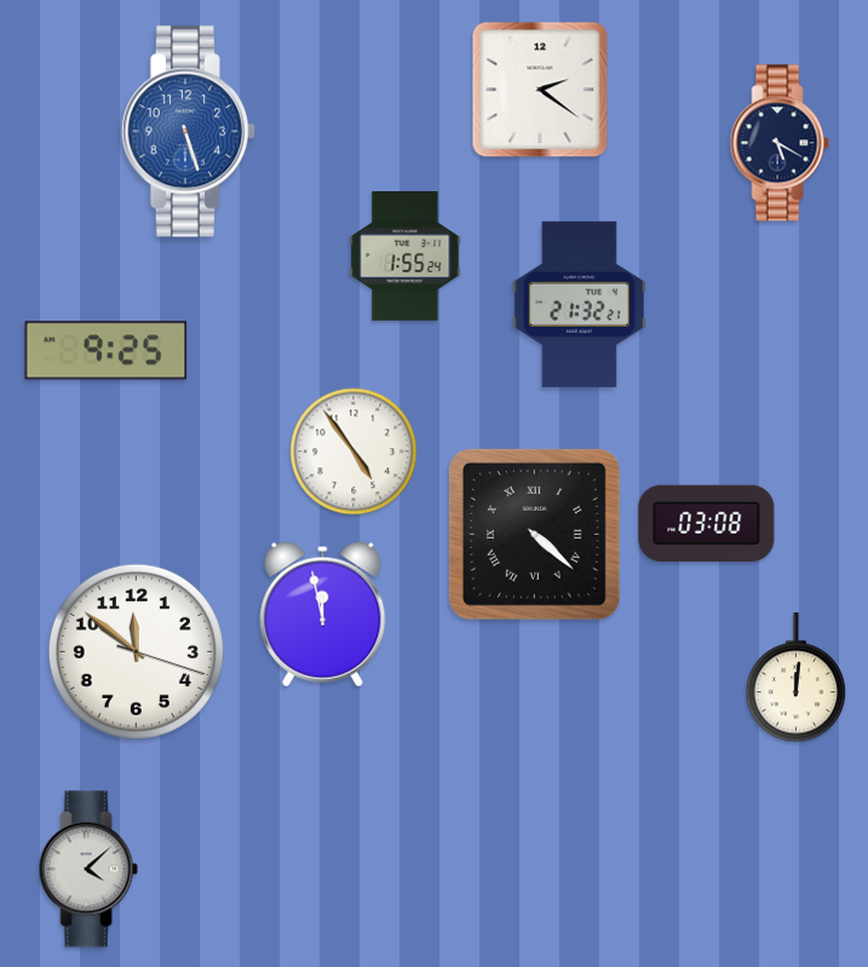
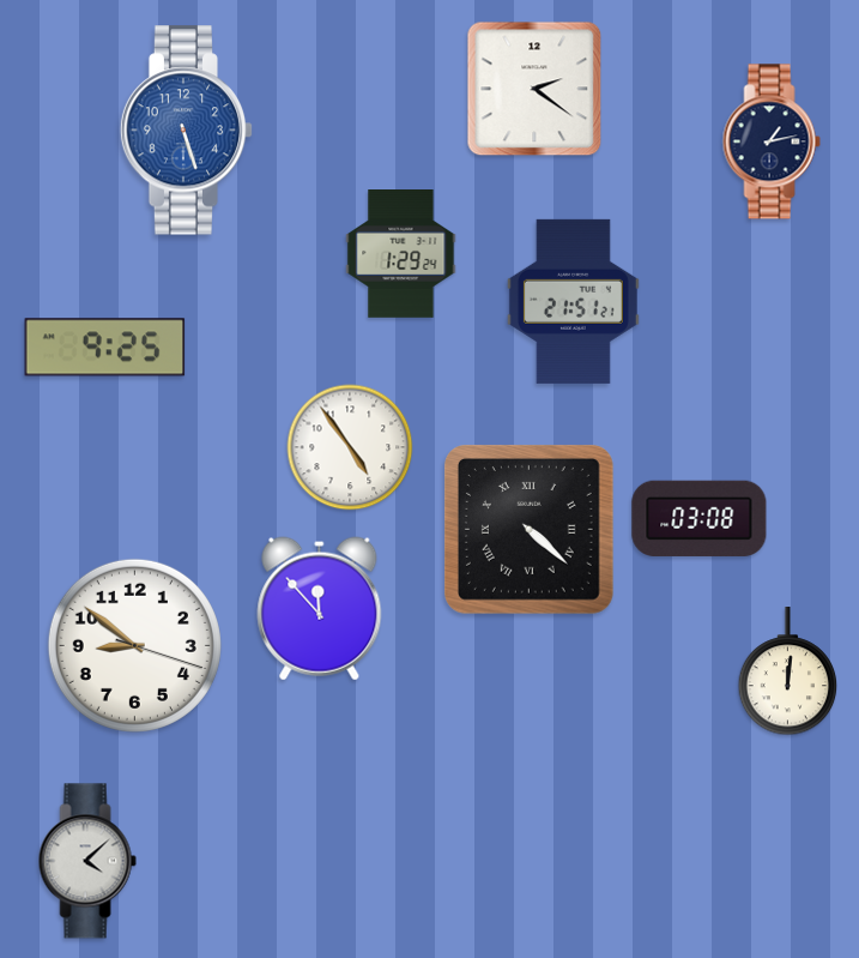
clock at (780, 143): 5:20 -> 1:13
clock at (406, 257): 1:55 -> 1:29
clock at (579, 304): 21:32 -> 21:51
clock at (323, 615): 11:58 -> 11:53
clock at (136, 651): 11:51 -> 8:51
